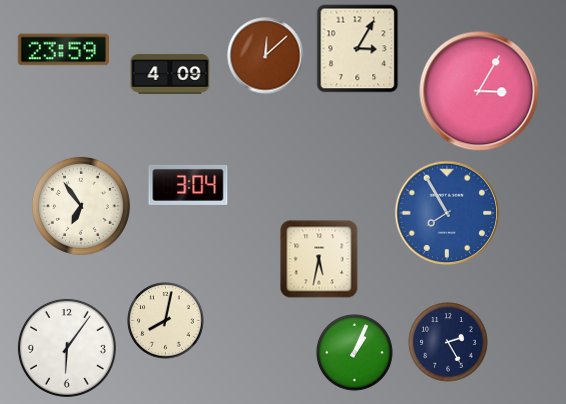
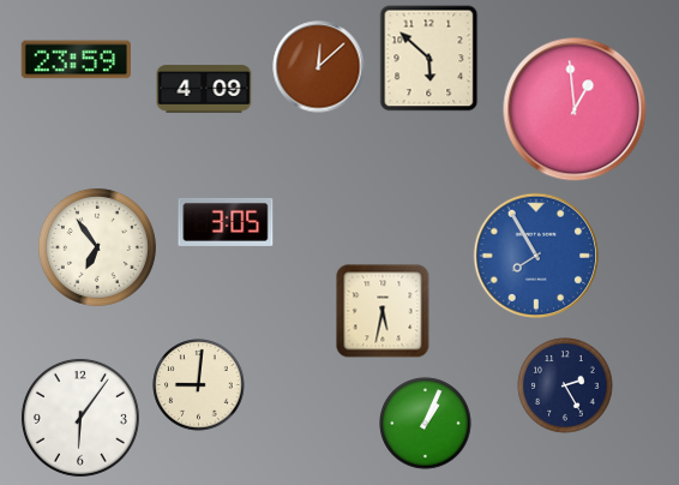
clock at (358, 49): 3:05 -> 5:52
clock at (479, 91): 3:05 -> 12:59
clock at (188, 185): 3:04 -> 3:05
clock at (166, 321): 8:02 -> 9:01
clock at (448, 342) position: (448, 342) -> (565, 385)
